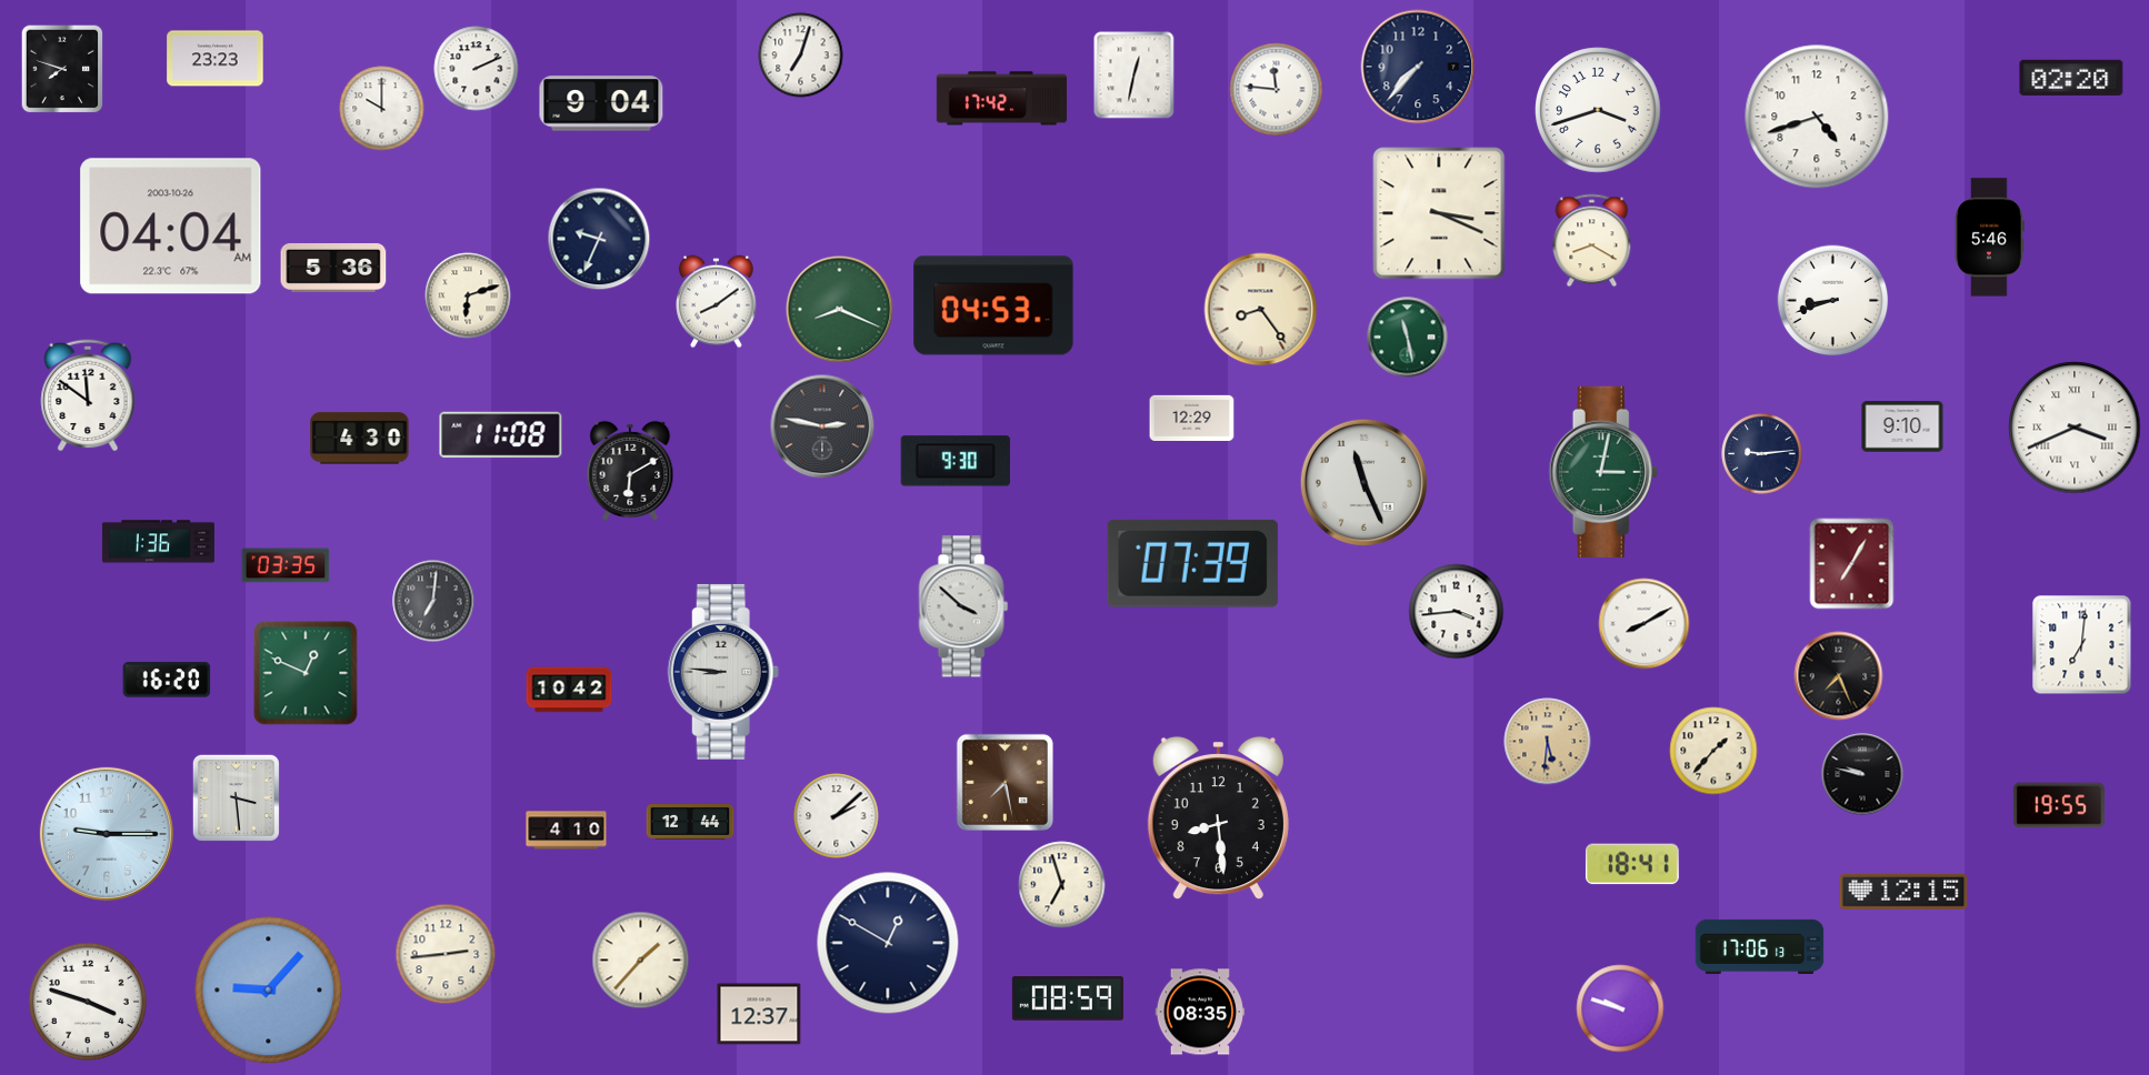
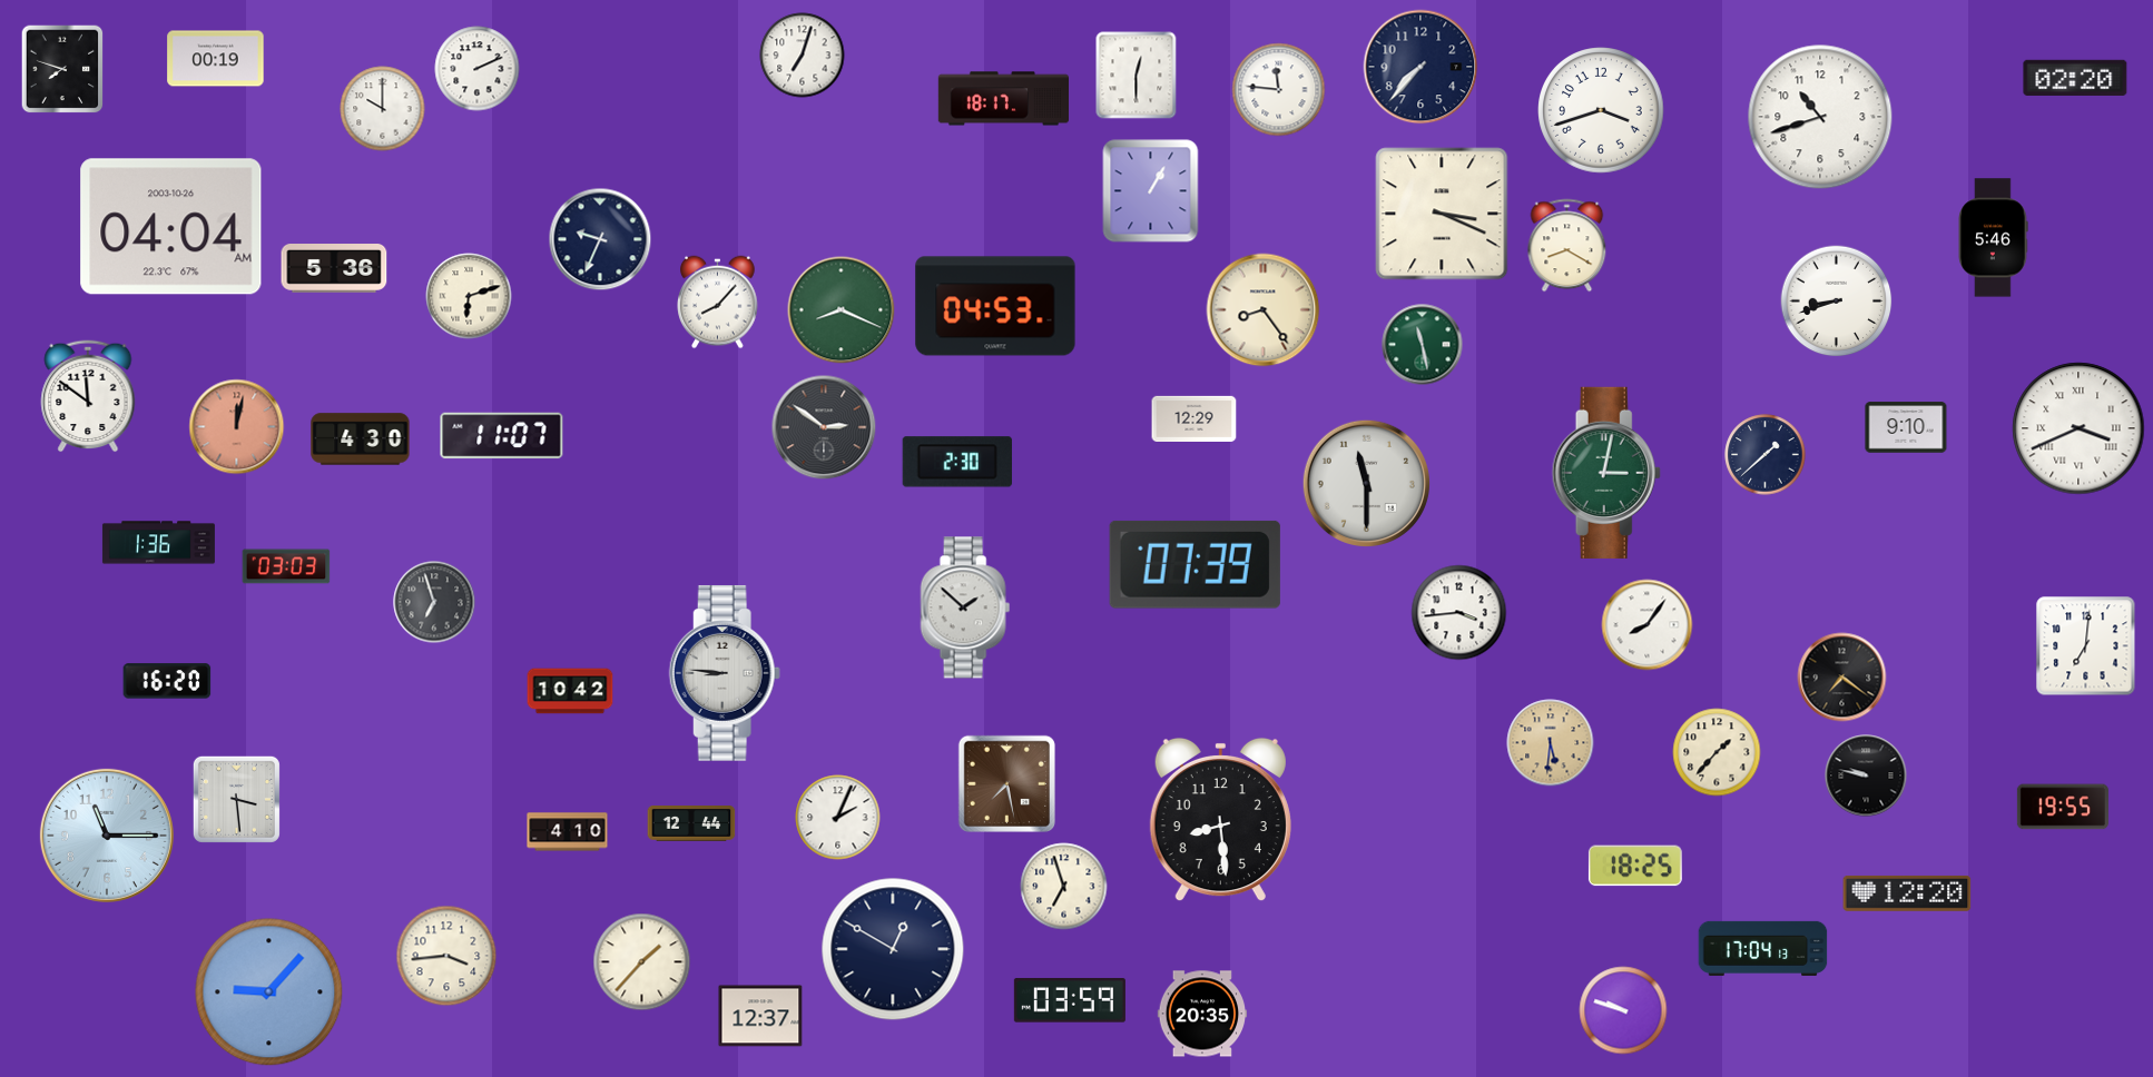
clock at (216, 59): 23:23 -> 00:19
clock at (1135, 76): 12:32 -> 12:30
clock at (1001, 99): 17:42 -> 18:17
clock at (601, 103): 9:04 -> none
clock at (1817, 117): 4:42 -> 10:42
clock at (1151, 191): none -> 1:05
clock at (1592, 241) position: (1592, 241) -> (1567, 246)
clock at (717, 302): 8:09 -> 8:07
clock at (1408, 338) position: (1408, 338) -> (1423, 345)
clock at (237, 427): none -> 12:02
clock at (822, 426): 2:47 -> 2:51
clock at (501, 435): 11:08 -> 11:07
clock at (1762, 454): 9:14 -> 1:38
clock at (956, 461): 9:30 -> 2:30
clock at (630, 471): 6:10 -> none
clock at (1363, 482): 11:26 -> 11:30
clock at (1852, 564): 7:05 -> none
clock at (286, 565): 03:35 -> 03:03
clock at (433, 601): 7:01 -> 6:57
clock at (963, 606): 3:52 -> 1:52
clock at (1645, 624): 8:10 -> 8:06
clock at (306, 673): 12:49 -> none
clock at (1839, 676): 7:26 -> 7:21
clock at (837, 816): 2:08 -> 2:04
clock at (107, 834): 9:15 -> 11:15
clock at (1632, 864): 18:41 -> 18:25
clock at (1903, 892): 12:15 -> 12:20
clock at (888, 943) position: (888, 943) -> (893, 949)
clock at (1760, 946): 17:06 -> 17:04
clock at (446, 954): 2:44 -> 3:44
clock at (1068, 998): 08:59 -> 03:59
clock at (88, 1002): 3:48 -> none
clock at (1200, 1012): 08:35 -> 20:35
